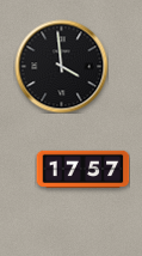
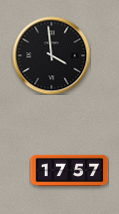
clock at (82, 169) position: (82, 169) -> (69, 170)
